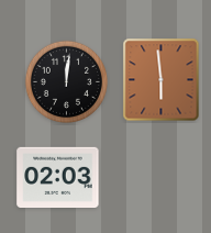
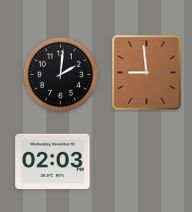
clock at (162, 80): 5:59 -> 8:59
clock at (66, 81): 12:01 -> 2:01
